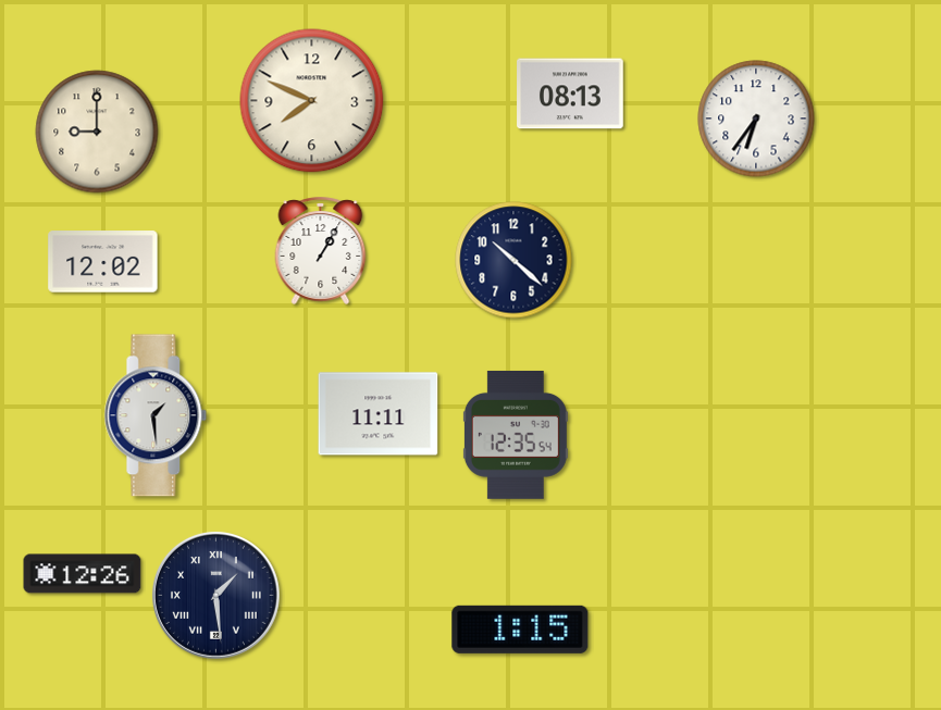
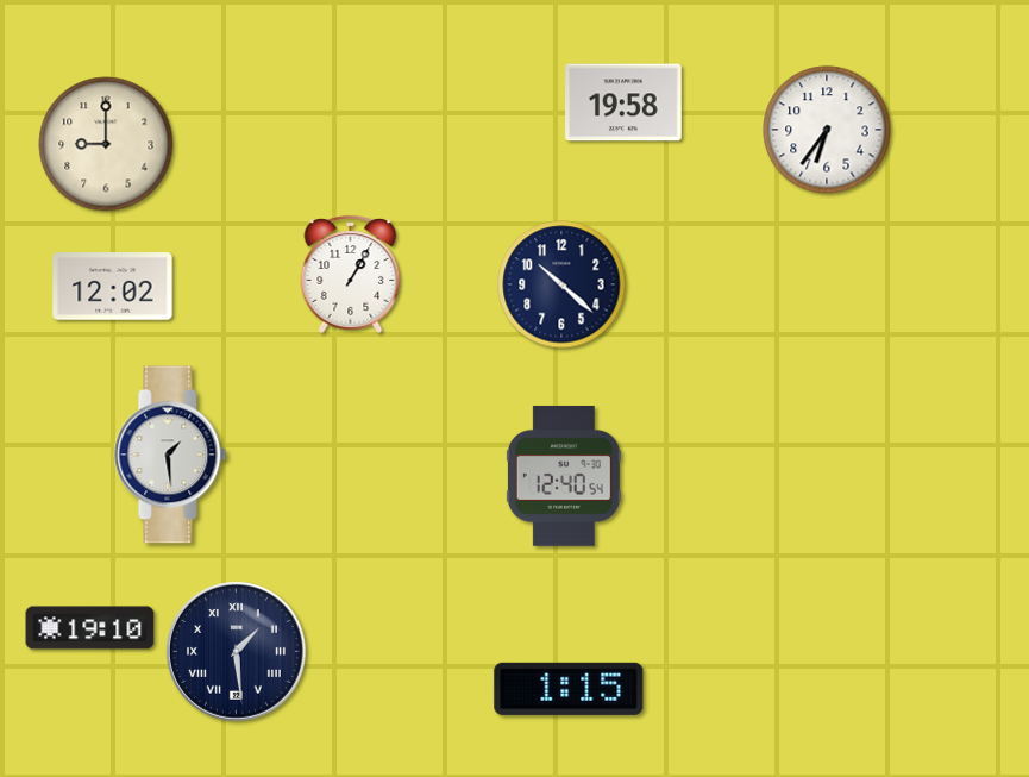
clock at (570, 94): 08:13 -> 19:58
clock at (312, 101): 7:49 -> none
clock at (379, 414): 11:11 -> none
clock at (516, 435): 12:35 -> 12:40
clock at (83, 574): 12:26 -> 19:10
